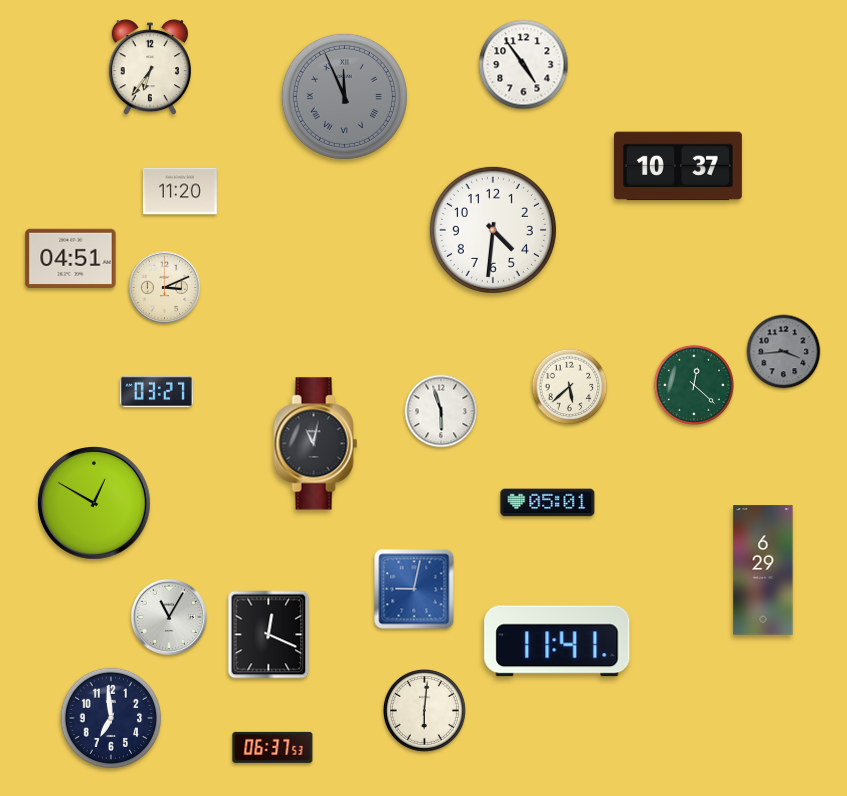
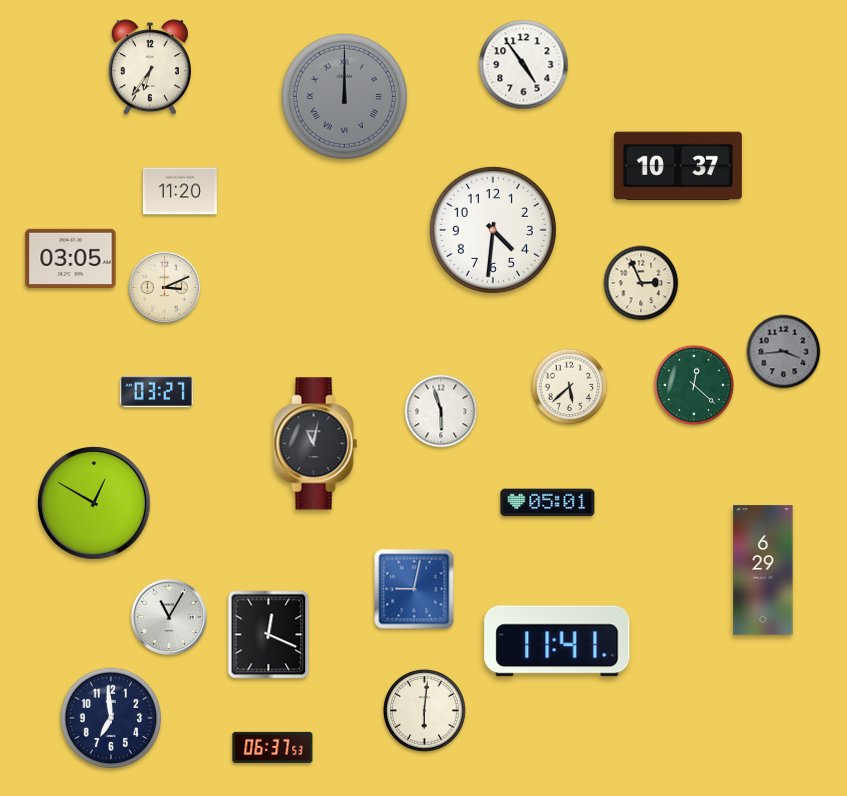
clock at (344, 96): 11:56 -> 12:00
clock at (71, 258): 04:51 -> 03:05
clock at (641, 283): none -> 2:56
